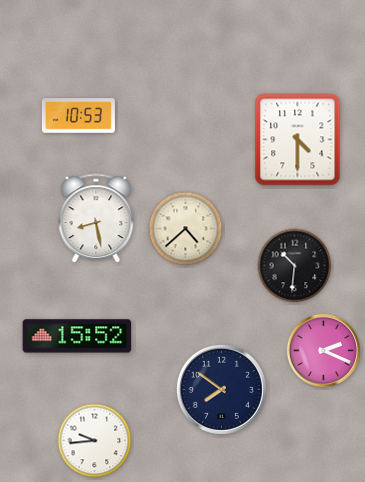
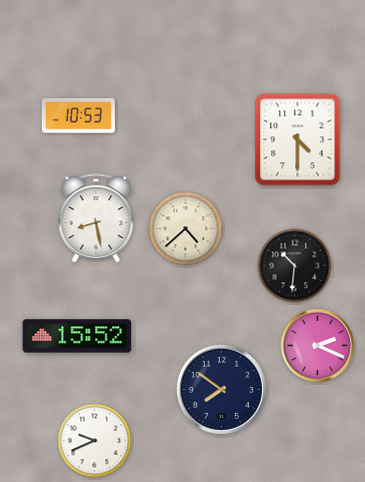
clock at (323, 350) position: (323, 350) -> (317, 345)
clock at (95, 441): 9:44 -> 9:41
